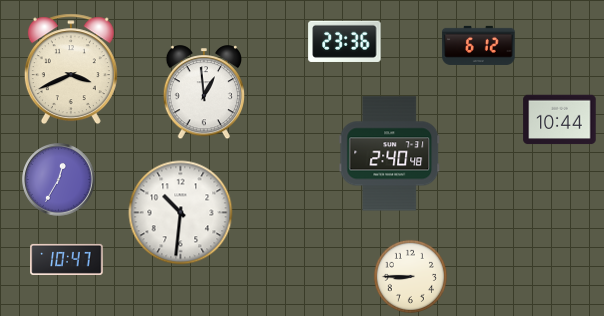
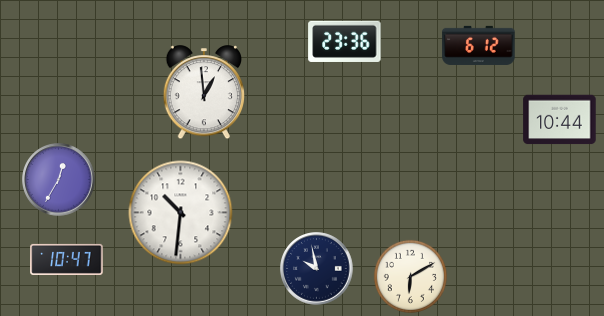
clock at (71, 69): 3:41 -> none
clock at (390, 154): 2:40 -> none
clock at (317, 269): none -> 9:58
clock at (410, 276): 8:45 -> 6:10
